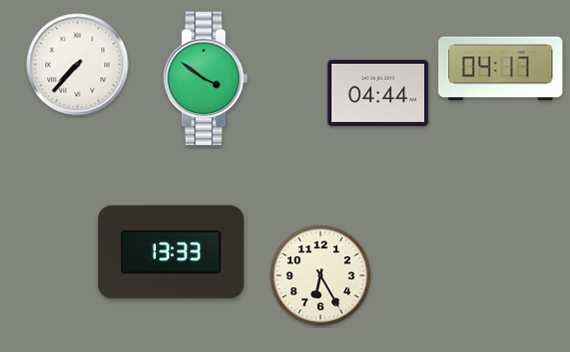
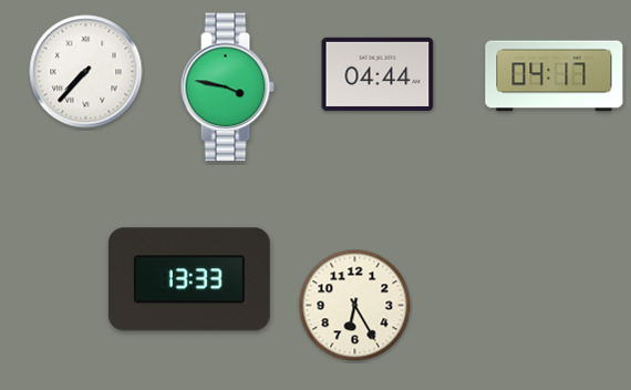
clock at (205, 79): 3:51 -> 3:47
clock at (378, 93) position: (378, 93) -> (377, 74)
